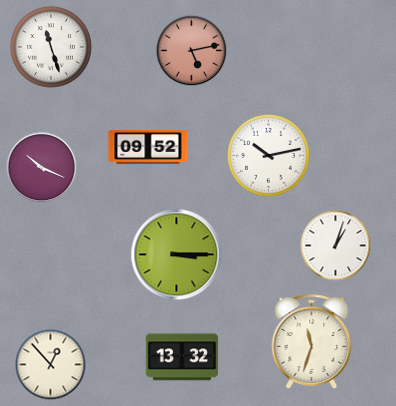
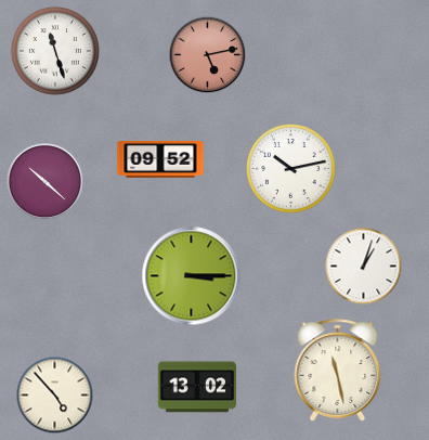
clock at (42, 168): 10:19 -> 10:22
clock at (312, 342): 11:33 -> 11:28
clock at (181, 357): 13:32 -> 13:02
clock at (51, 365): 12:53 -> 4:53
